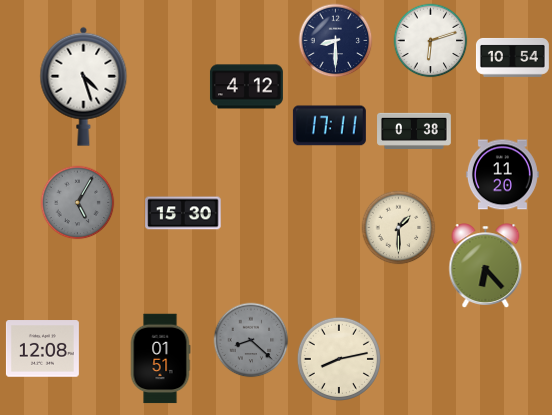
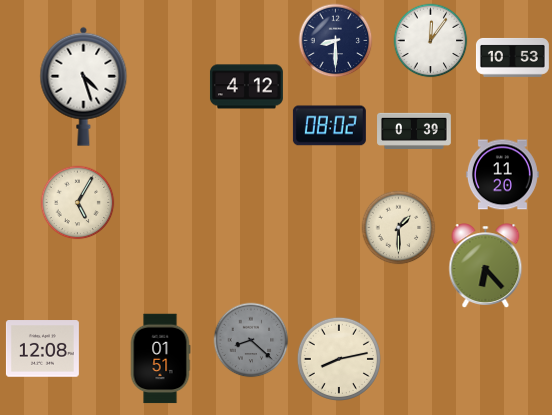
clock at (431, 41): 6:12 -> 12:06
clock at (512, 57): 10:54 -> 10:53
clock at (329, 126): 17:11 -> 08:02
clock at (414, 130): 0:38 -> 0:39
clock at (78, 203) dial: grey -> cream
clock at (183, 213): 15:30 -> none
